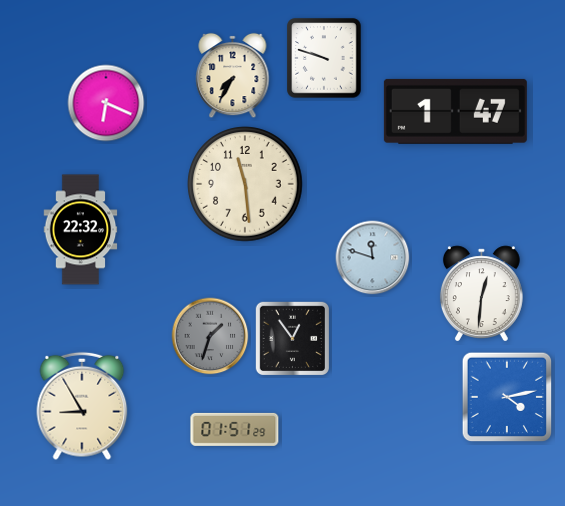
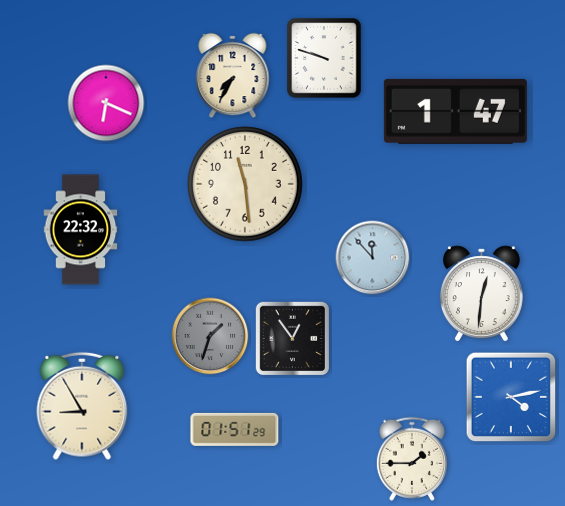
clock at (373, 258): 11:48 -> 11:53
clock at (507, 397) position: (507, 397) -> (511, 397)
clock at (412, 459): none -> 1:45
